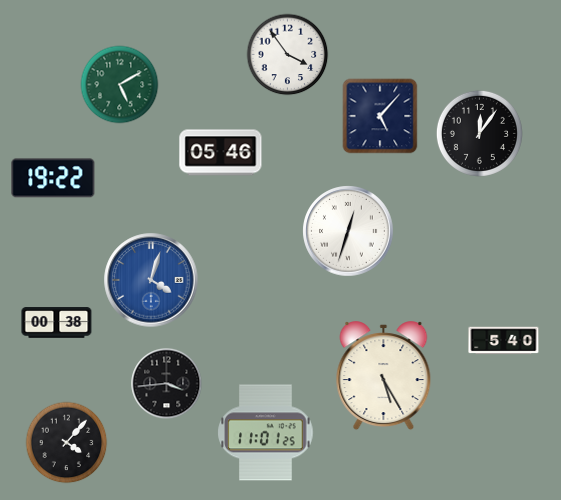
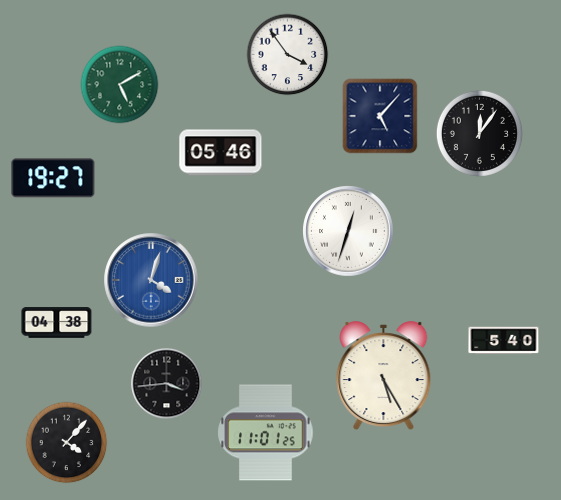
clock at (53, 178): 19:22 -> 19:27
clock at (57, 323): 00:38 -> 04:38
